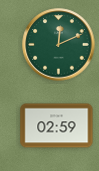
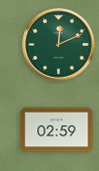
clock at (57, 126) position: (57, 126) -> (57, 130)
